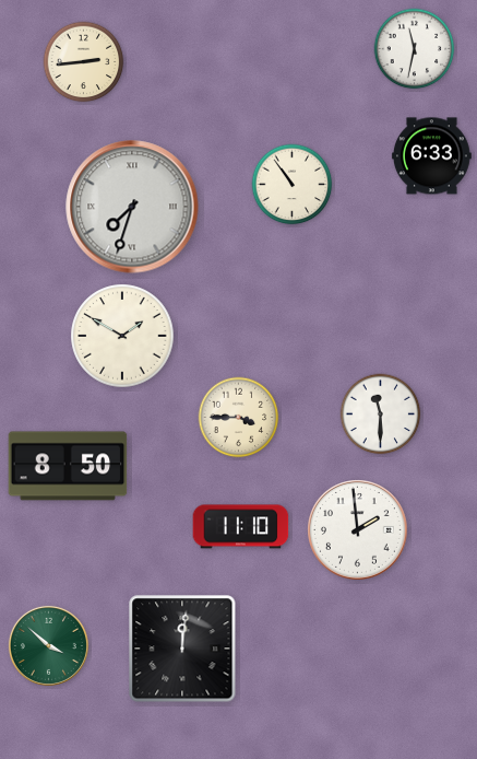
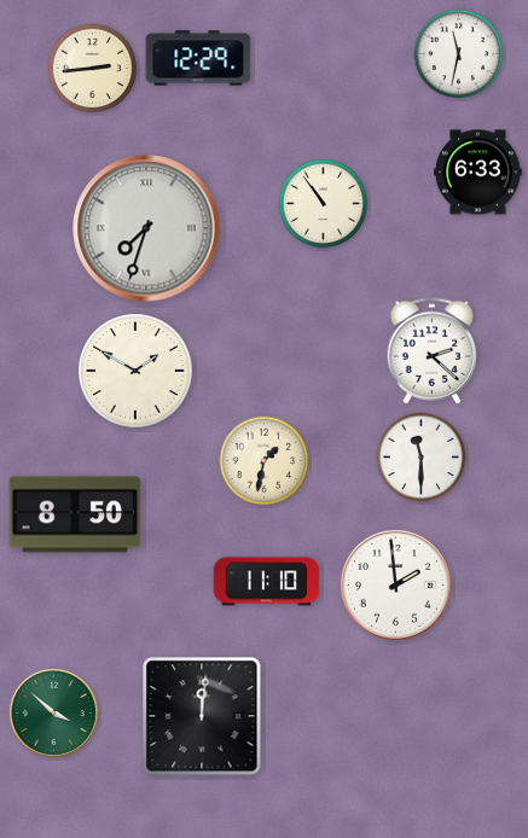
clock at (198, 58): none -> 12:29
clock at (433, 351): none -> 2:22
clock at (239, 418): 3:45 -> 1:32
